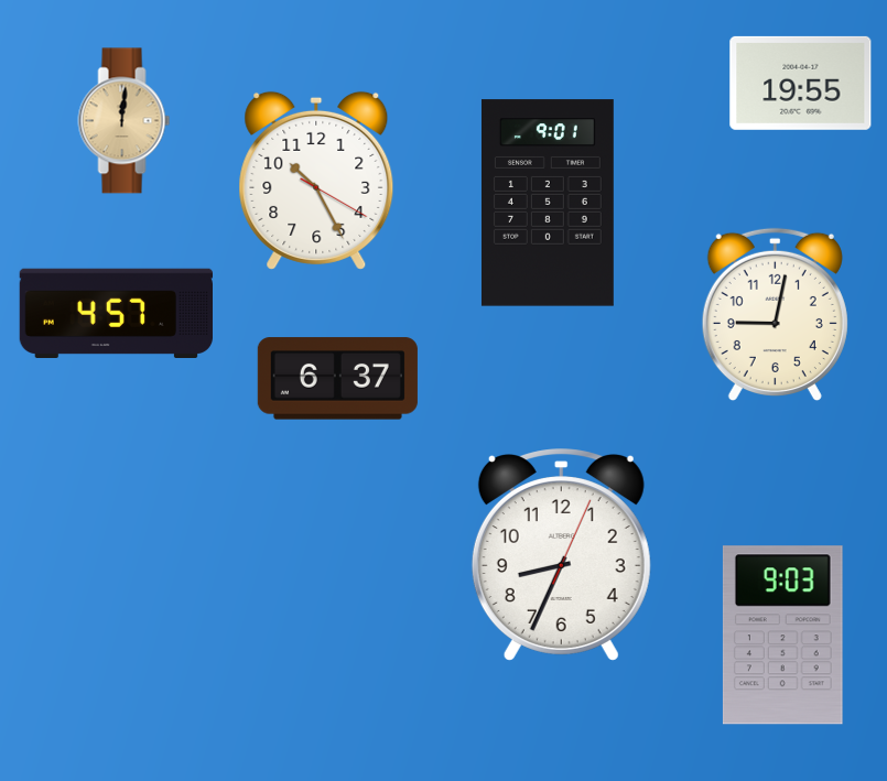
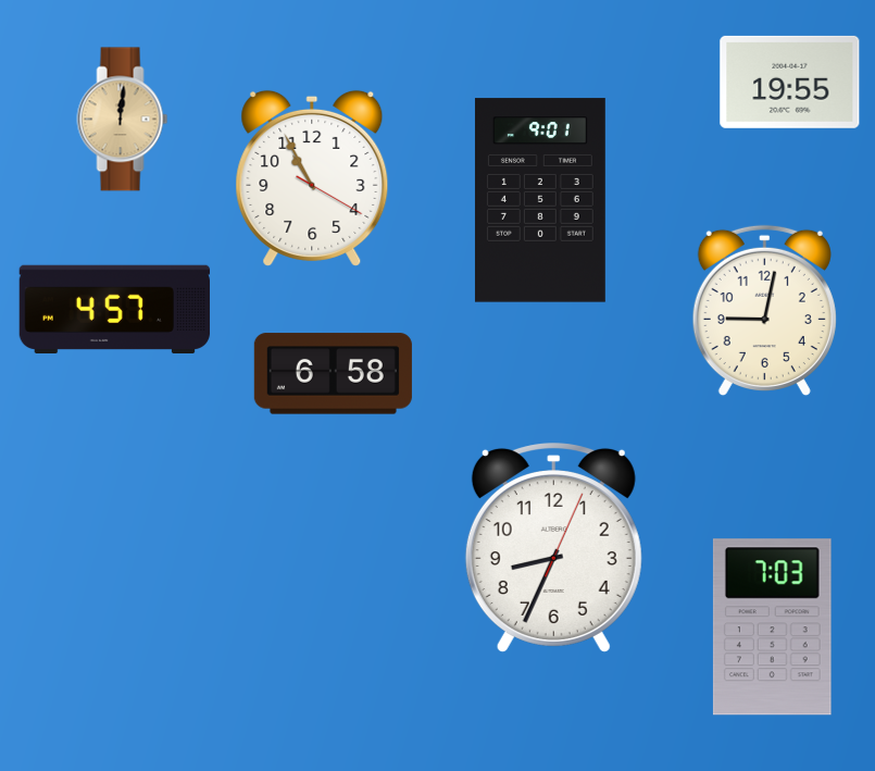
clock at (316, 181): 10:25 -> 10:55
clock at (337, 379): 6:37 -> 6:58
clock at (782, 636): 9:03 -> 7:03
